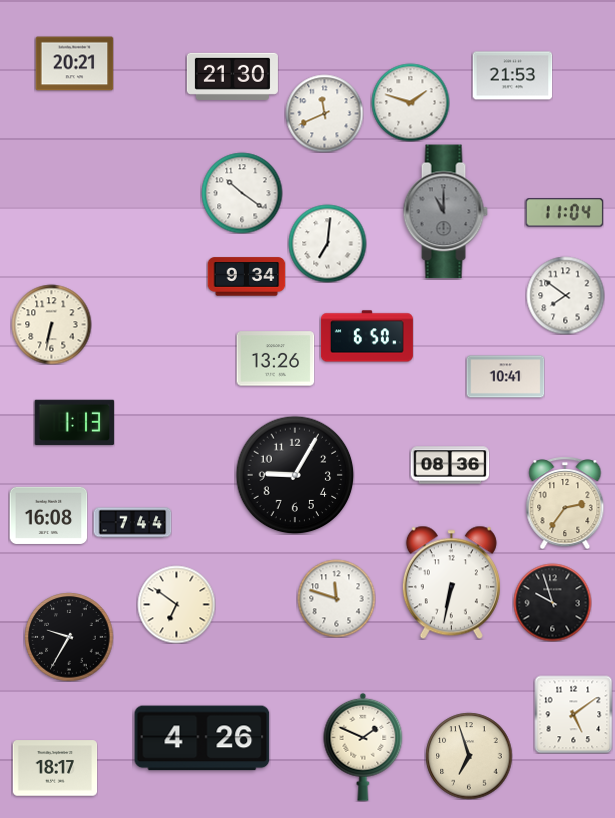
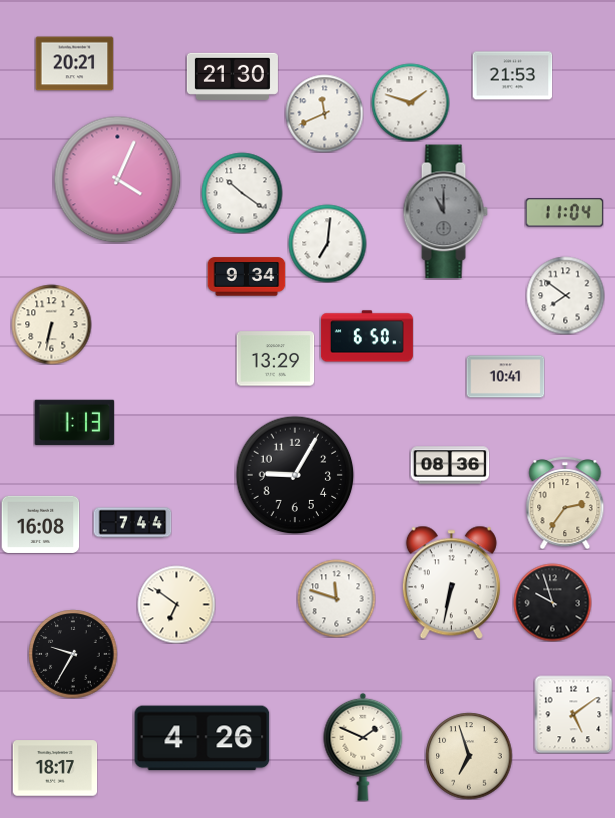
clock at (117, 179): none -> 4:04
clock at (275, 359): 13:26 -> 13:29
clock at (48, 515) position: (48, 515) -> (40, 524)
clock at (69, 637) position: (69, 637) -> (73, 654)
